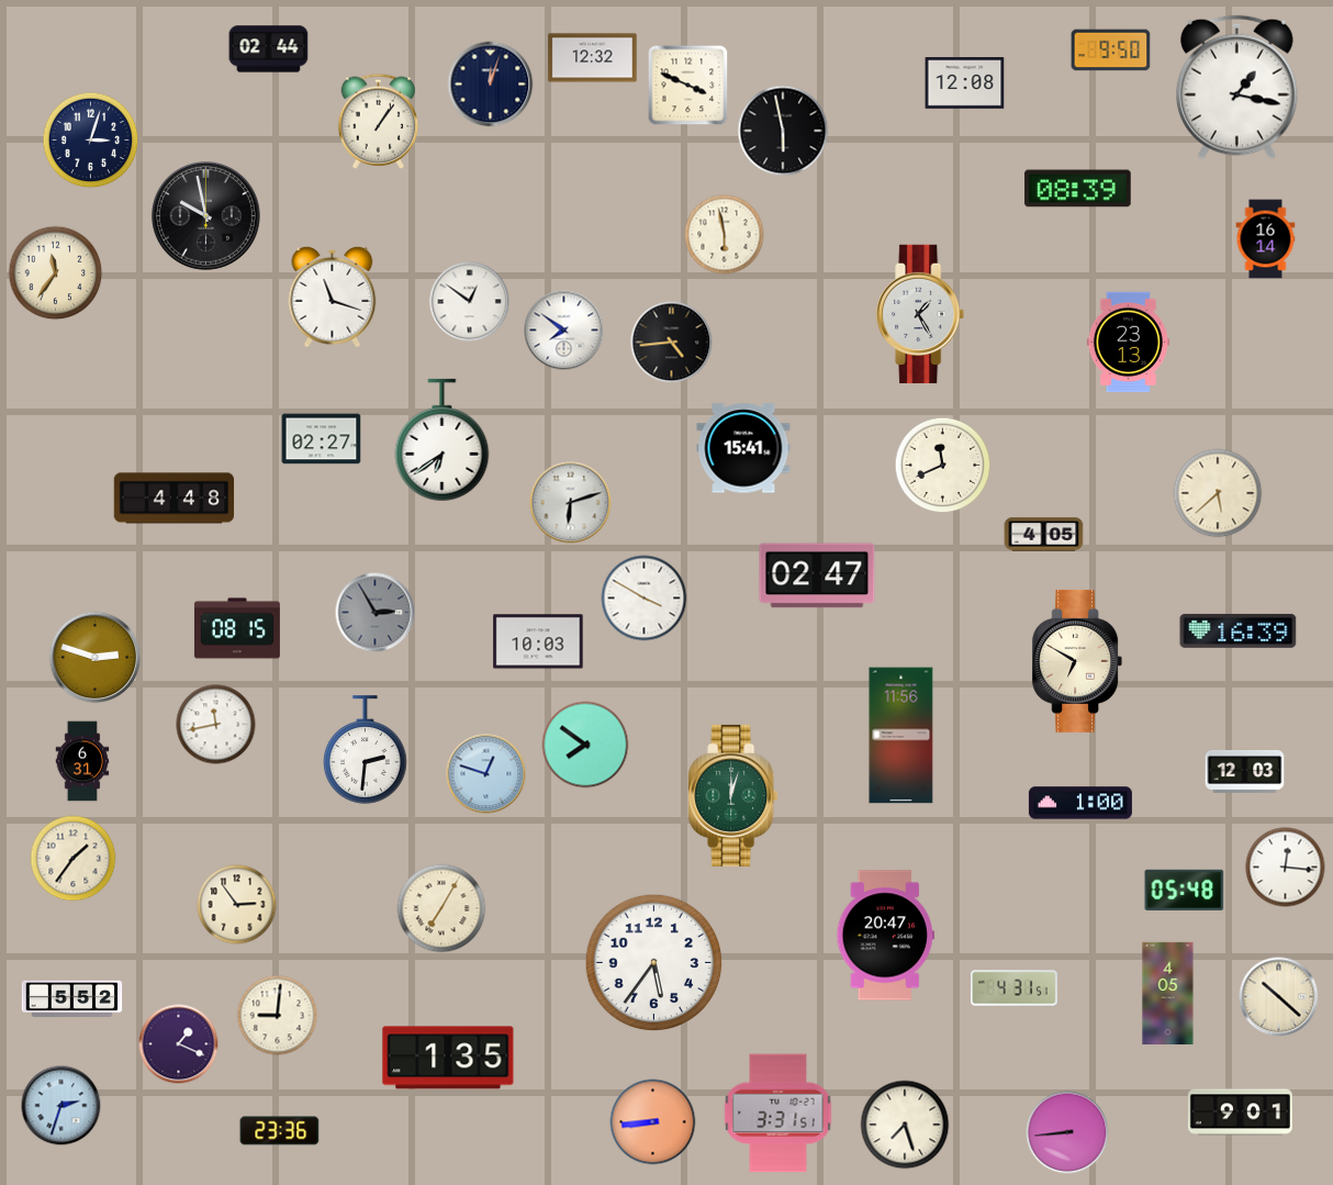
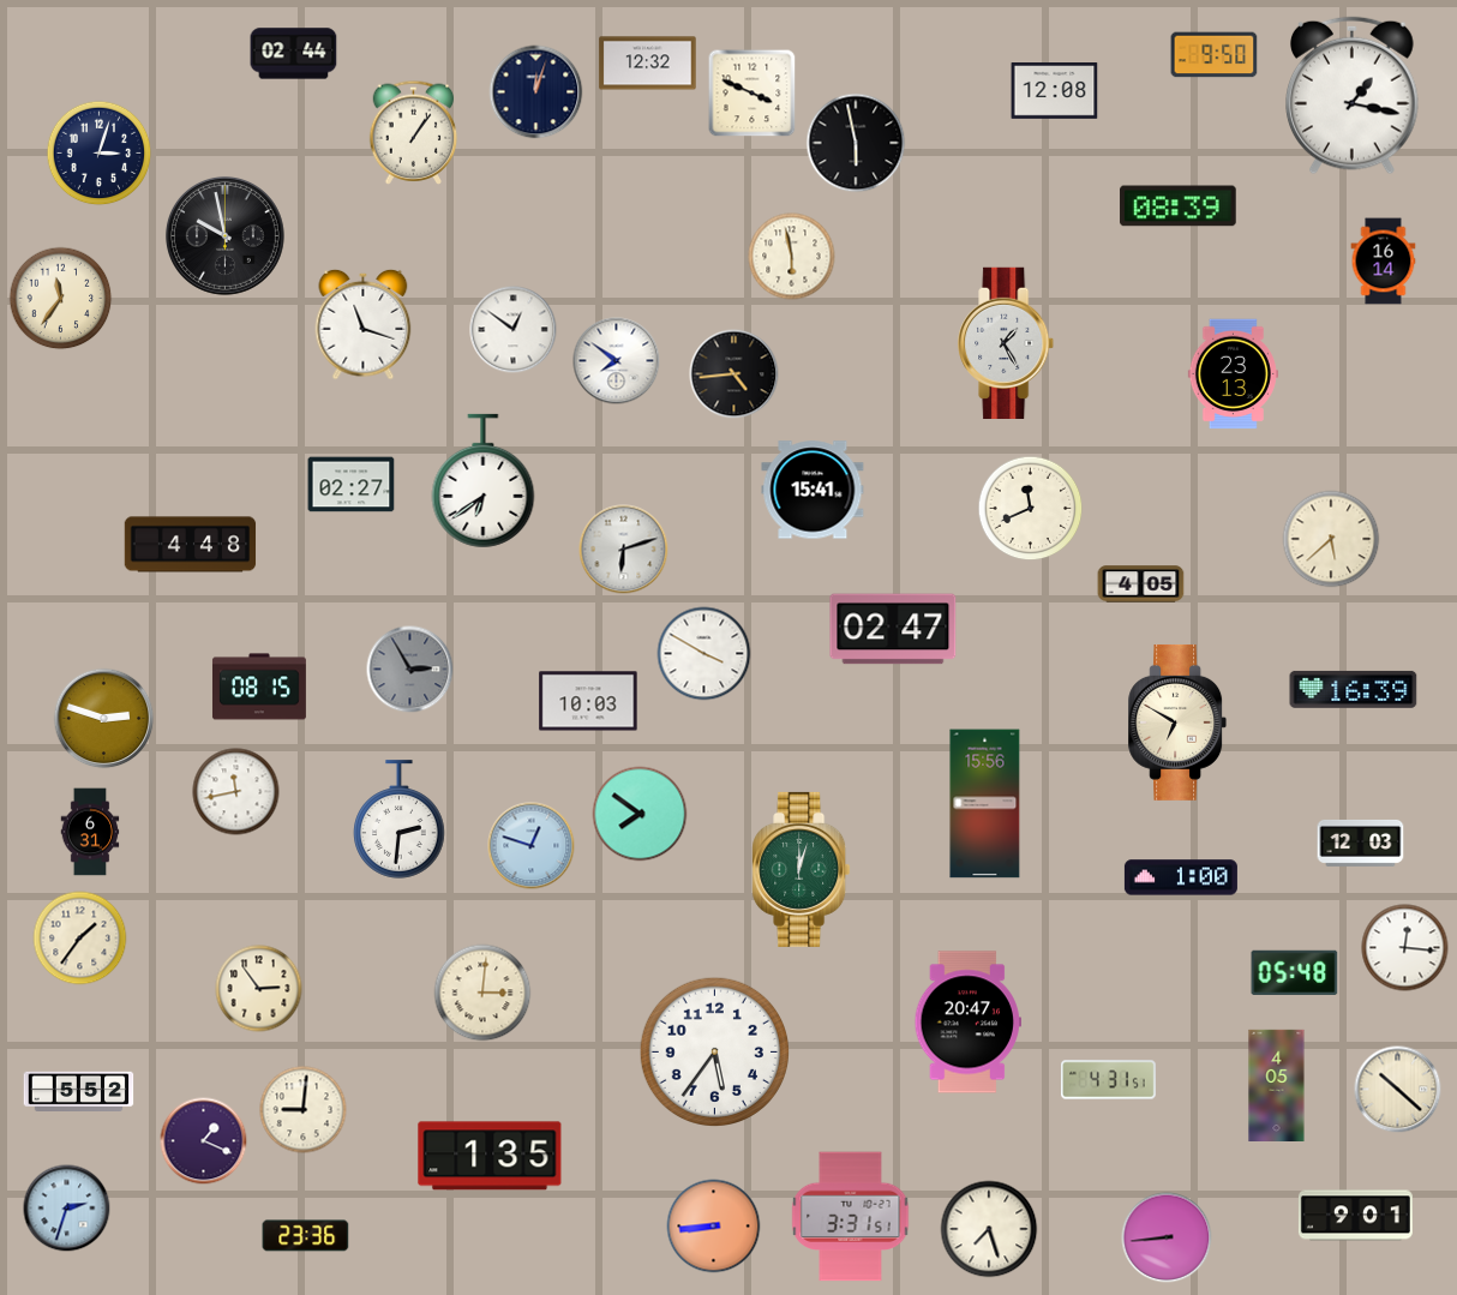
clock at (322, 439) position: (322, 439) -> (352, 485)
clock at (901, 736): 11:56 -> 15:56
clock at (441, 908): 7:05 -> 3:01
clock at (179, 1044) position: (179, 1044) -> (204, 1141)
